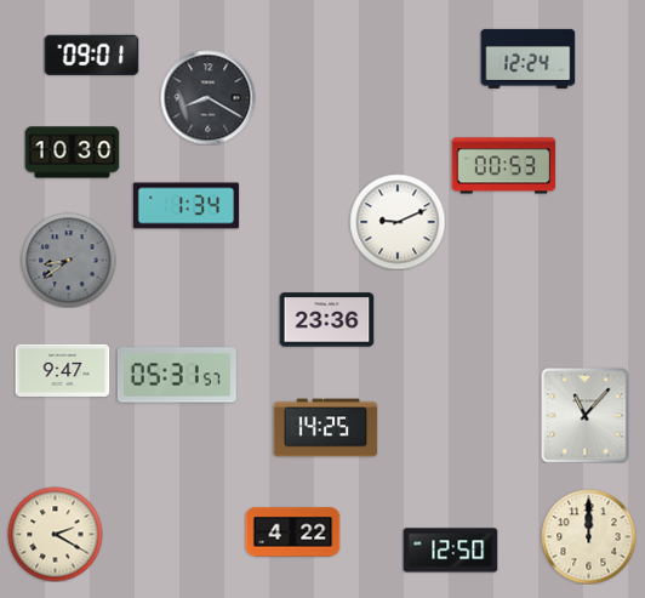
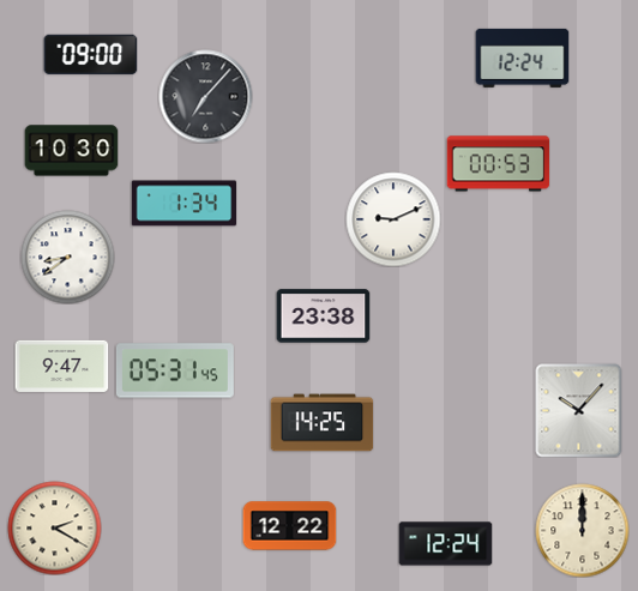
clock at (91, 55): 09:01 -> 09:00
clock at (207, 97): 8:20 -> 7:07
clock at (68, 260) dial: grey -> white
clock at (326, 320): 23:36 -> 23:38
clock at (177, 375): 05:31:57 -> 05:31:45
clock at (586, 415): 11:07 -> 10:07
clock at (292, 532): 4:22 -> 12:22
clock at (450, 551): 12:50 -> 12:24
